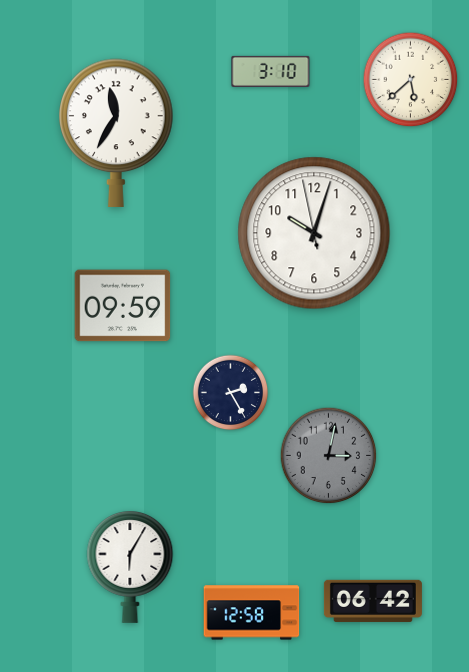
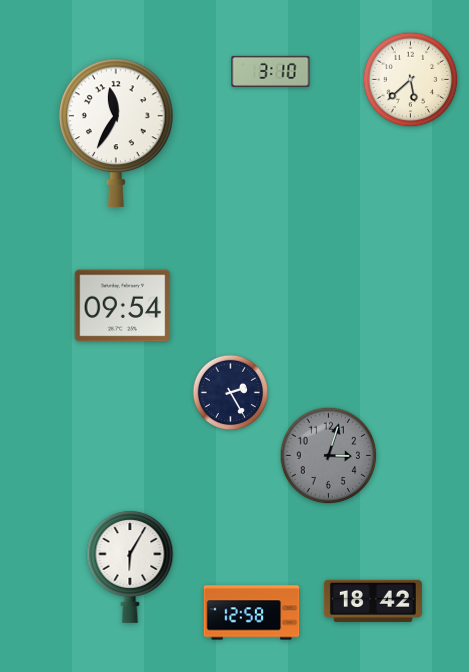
clock at (314, 233): 10:02 -> none
clock at (123, 306): 09:59 -> 09:54
clock at (329, 456): 3:02 -> 3:03
clock at (373, 601): 06:42 -> 18:42
